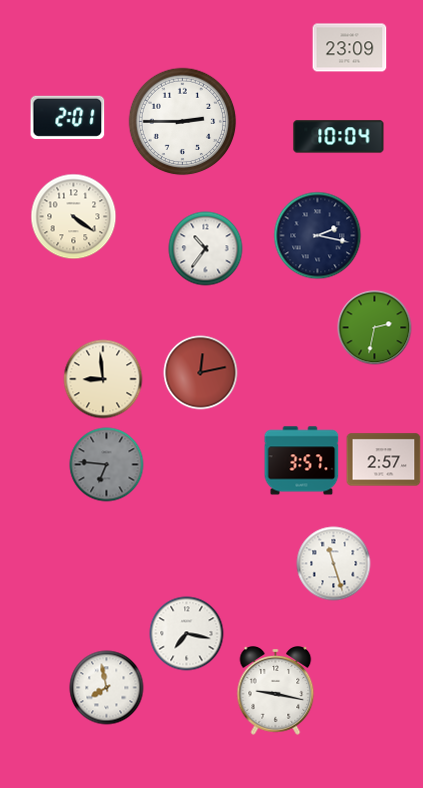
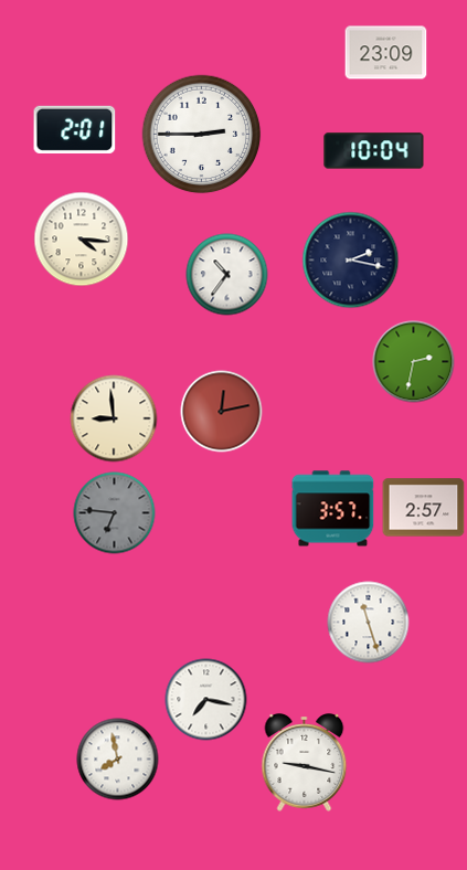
clock at (74, 217): 4:21 -> 4:16
clock at (107, 465) position: (107, 465) -> (115, 513)
